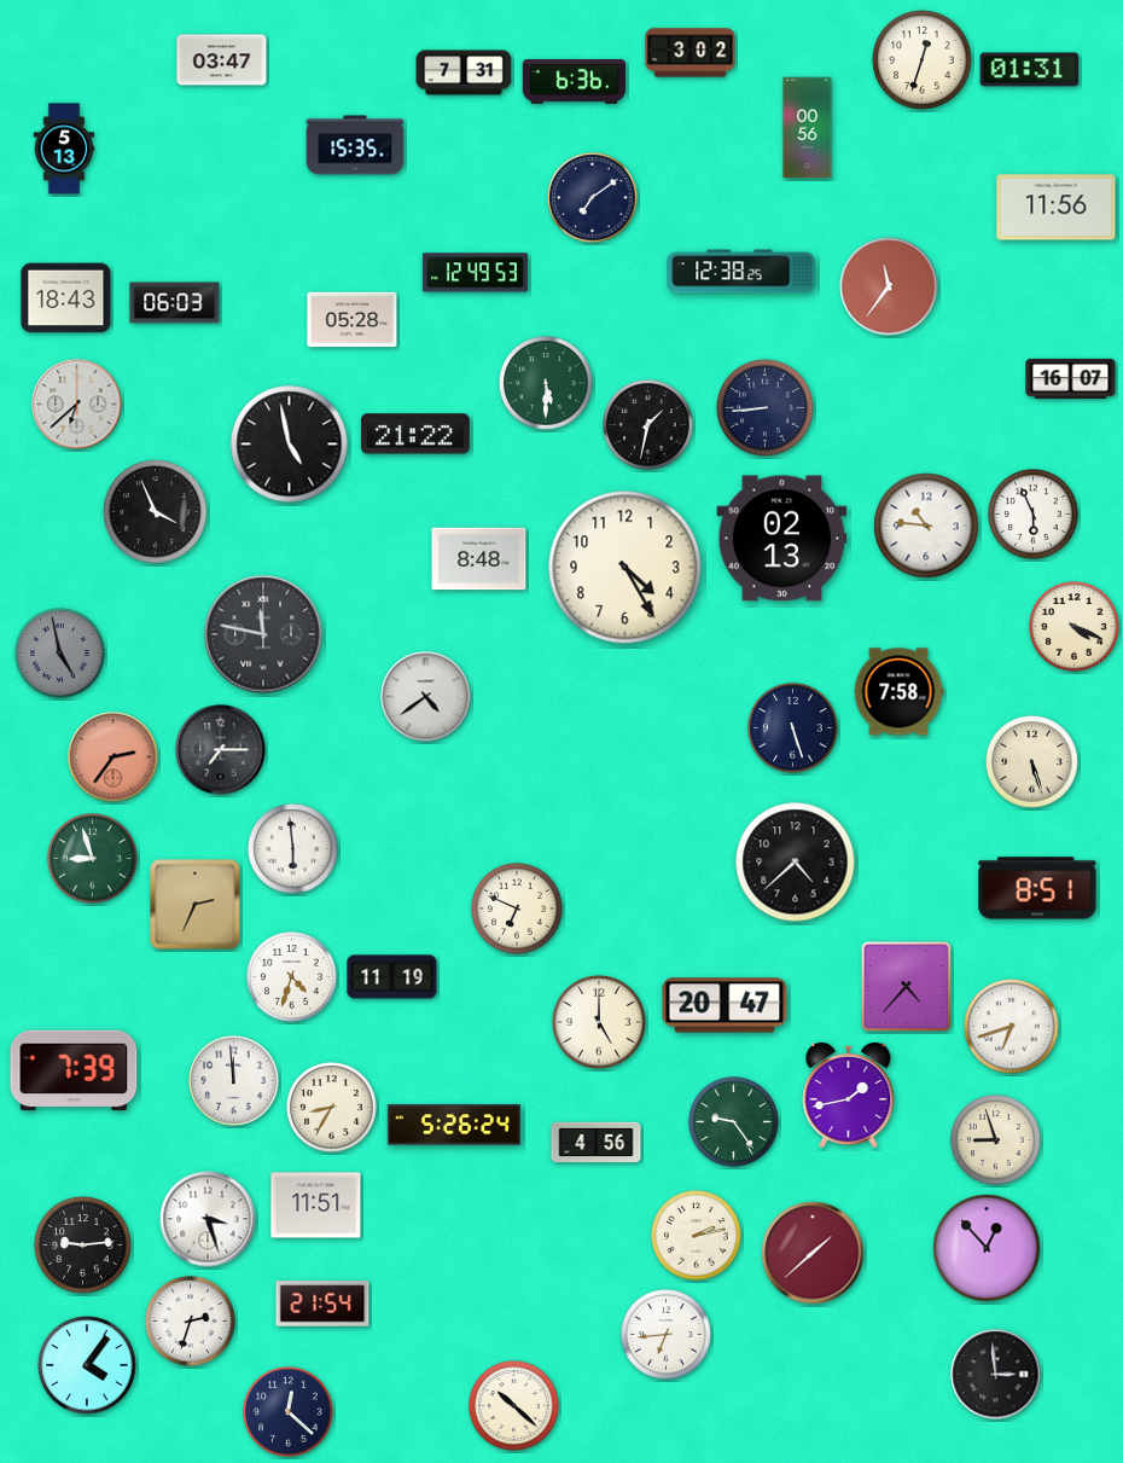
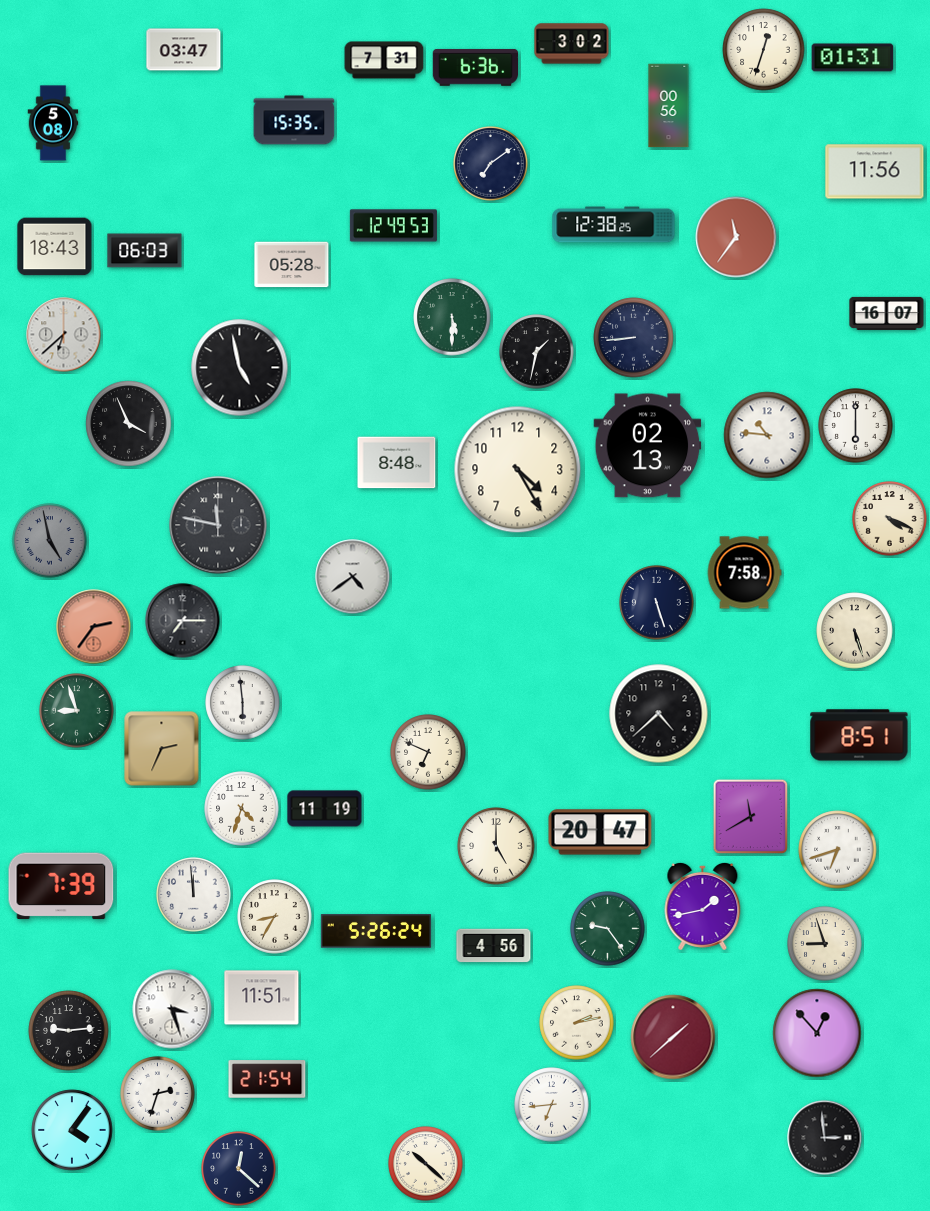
clock at (64, 149): 5:13 -> 5:08
clock at (415, 434): 21:22 -> none
clock at (1034, 515): 5:56 -> 6:00
clock at (907, 987): 4:37 -> 11:40
